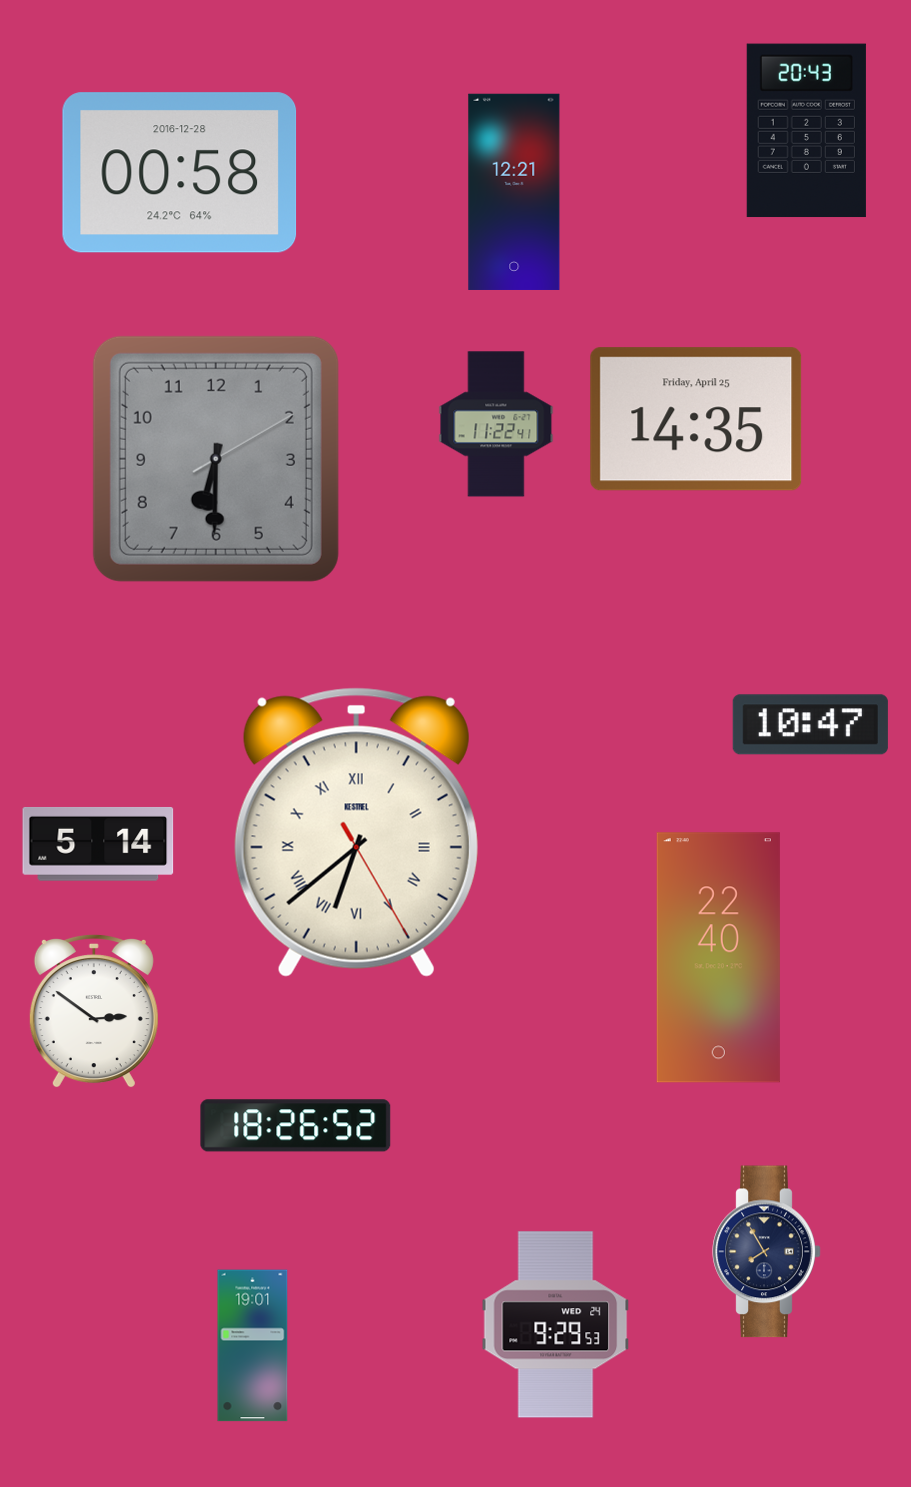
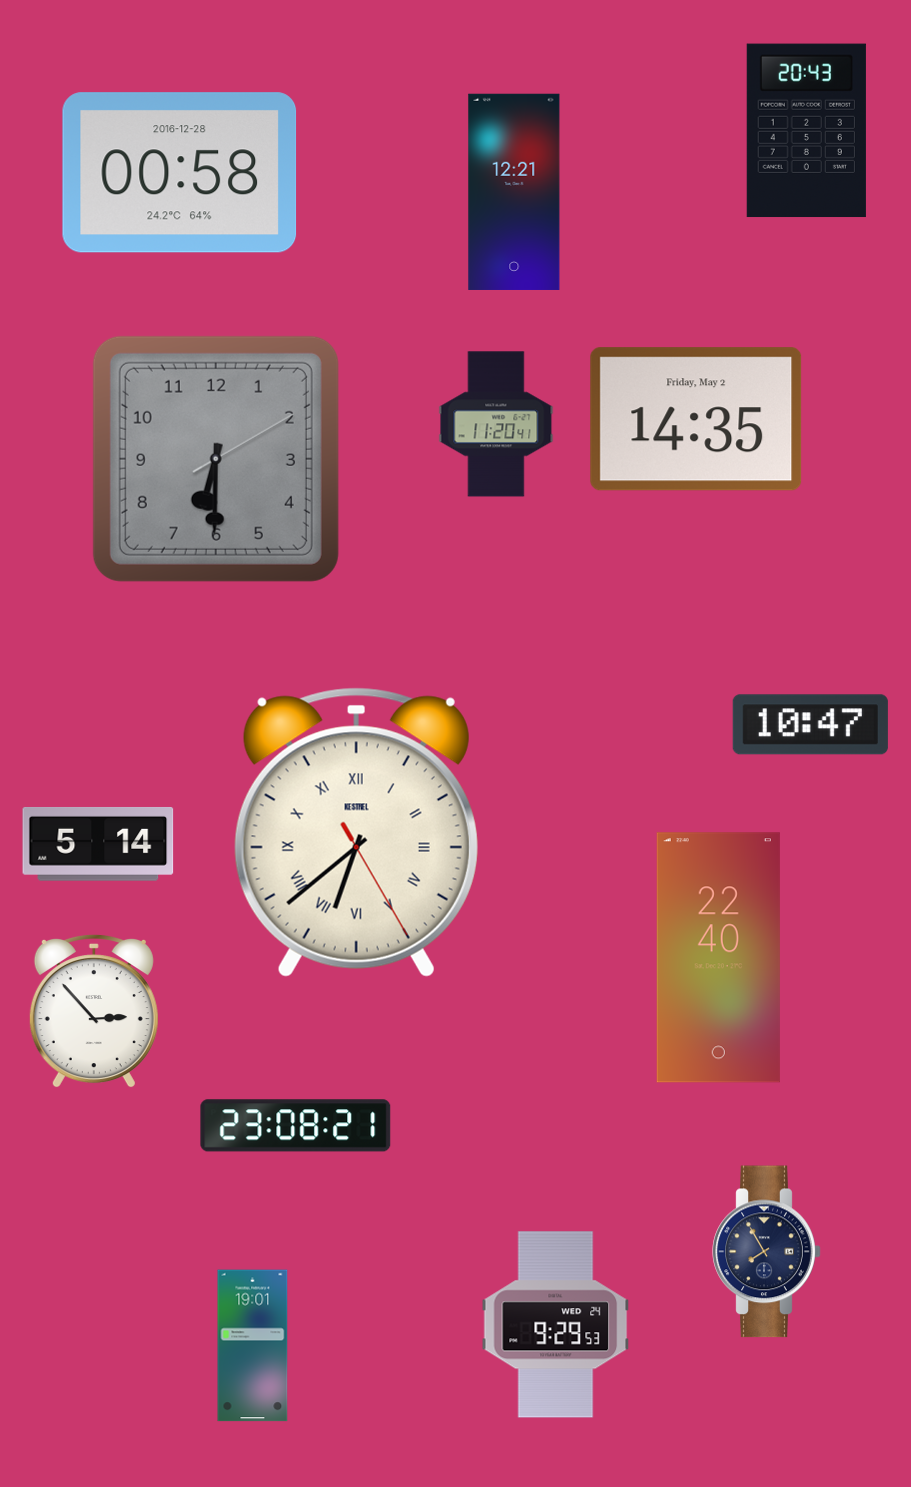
clock at (696, 419) date: Friday, April 25 -> Friday, May 2
clock at (496, 424): 11:22 -> 11:20
clock at (94, 1011): 2:51 -> 2:53
clock at (296, 1126): 18:26 -> 23:08
